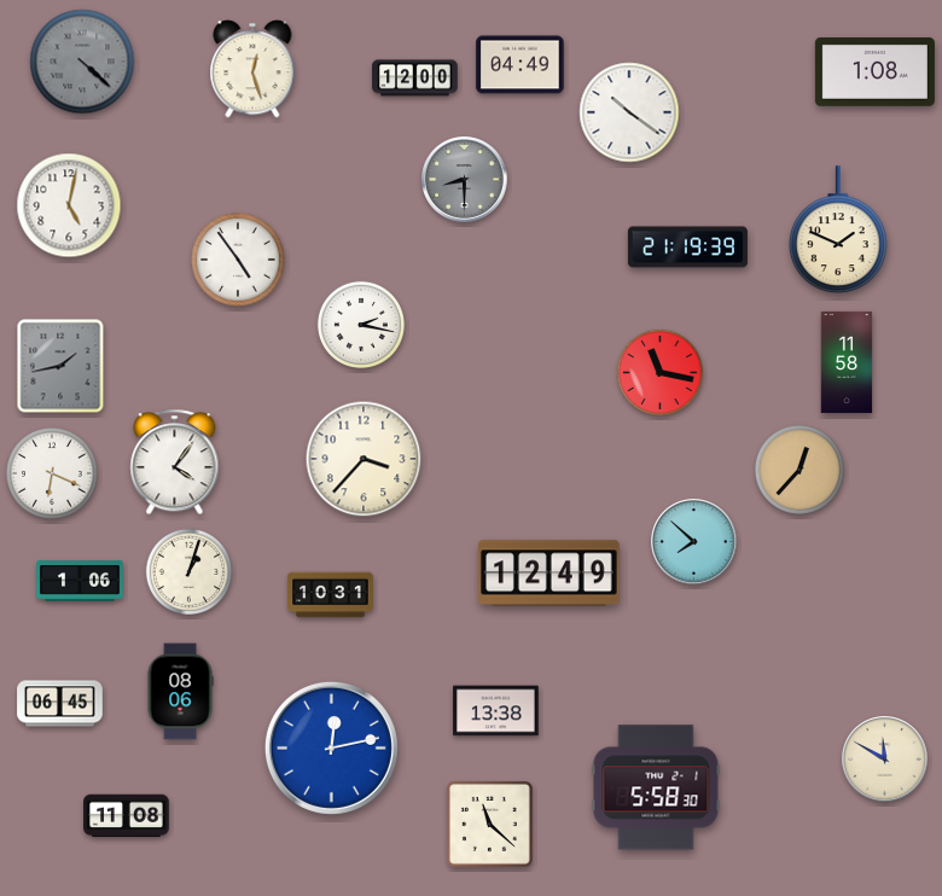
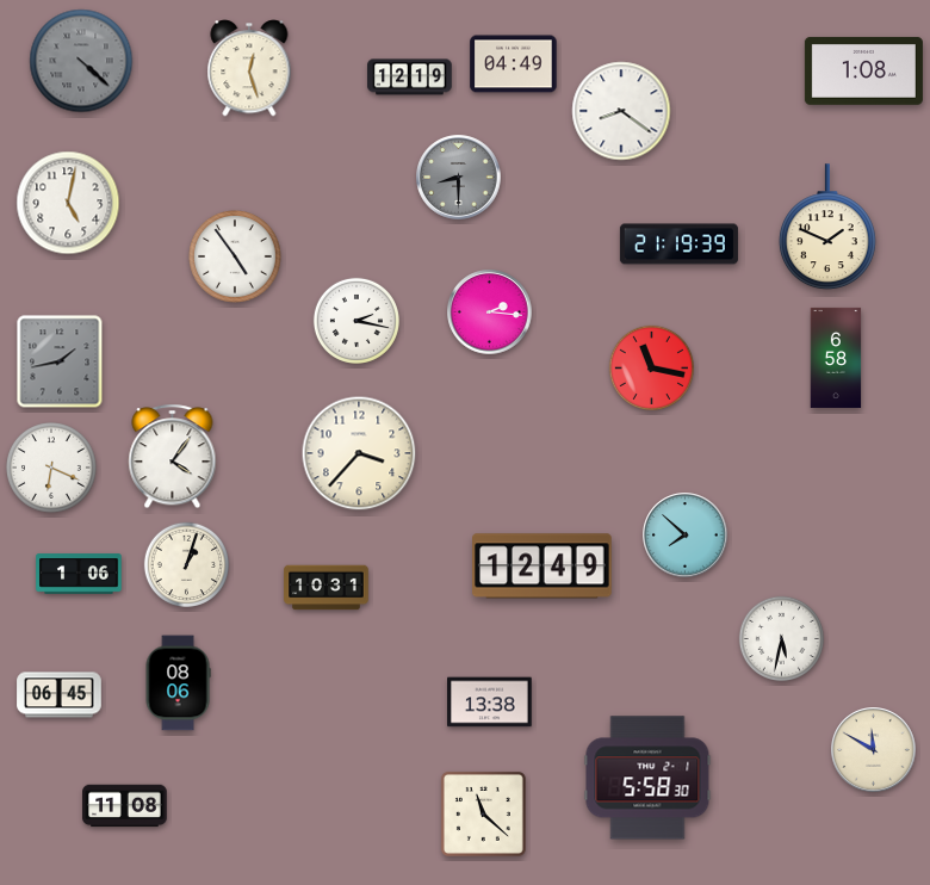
clock at (415, 78): 12:00 -> 12:19
clock at (629, 112): 10:21 -> 8:21
clock at (490, 312): none -> 2:16
clock at (847, 362): 11:58 -> 6:58
clock at (799, 470): 12:37 -> none
clock at (781, 638): none -> 5:32
clock at (331, 747): 12:13 -> none
